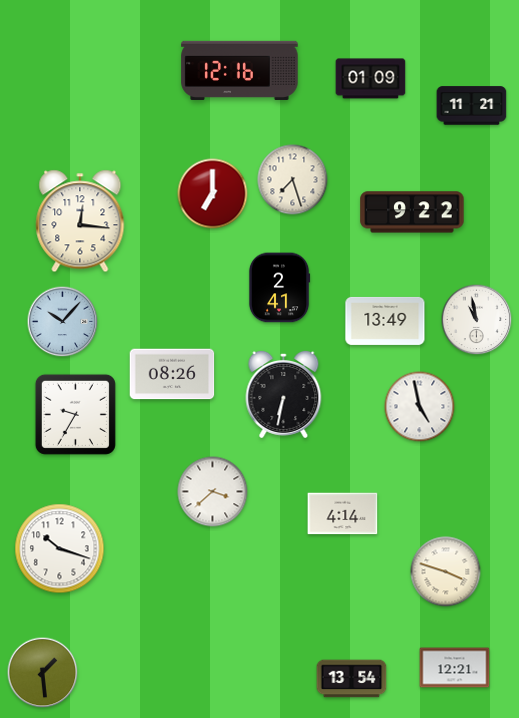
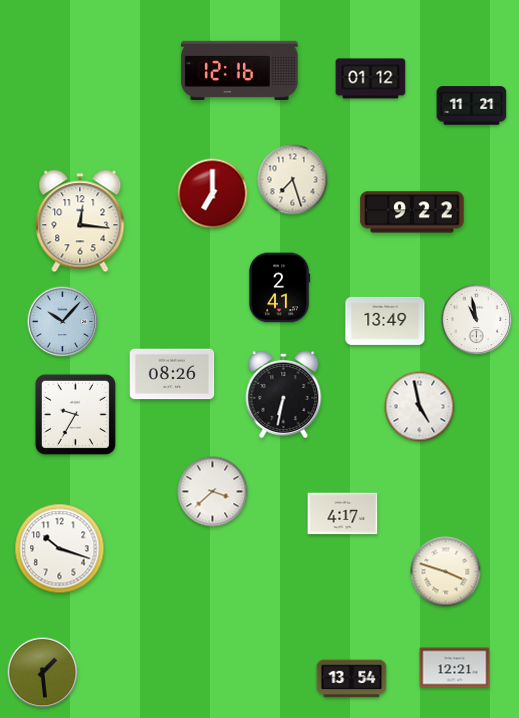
clock at (371, 79): 01:09 -> 01:12
clock at (343, 514): 4:14 -> 4:17
